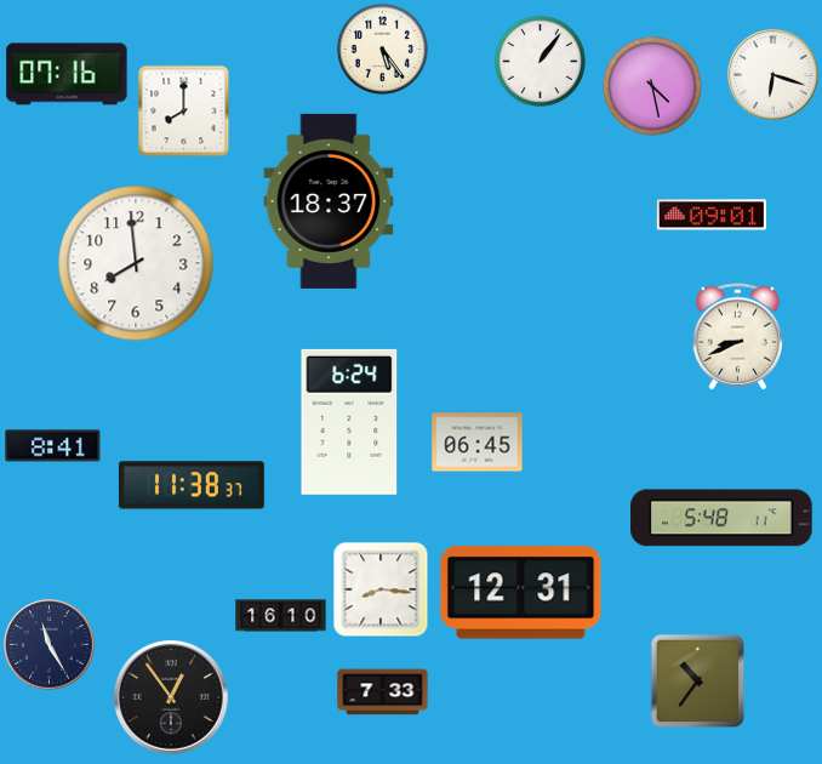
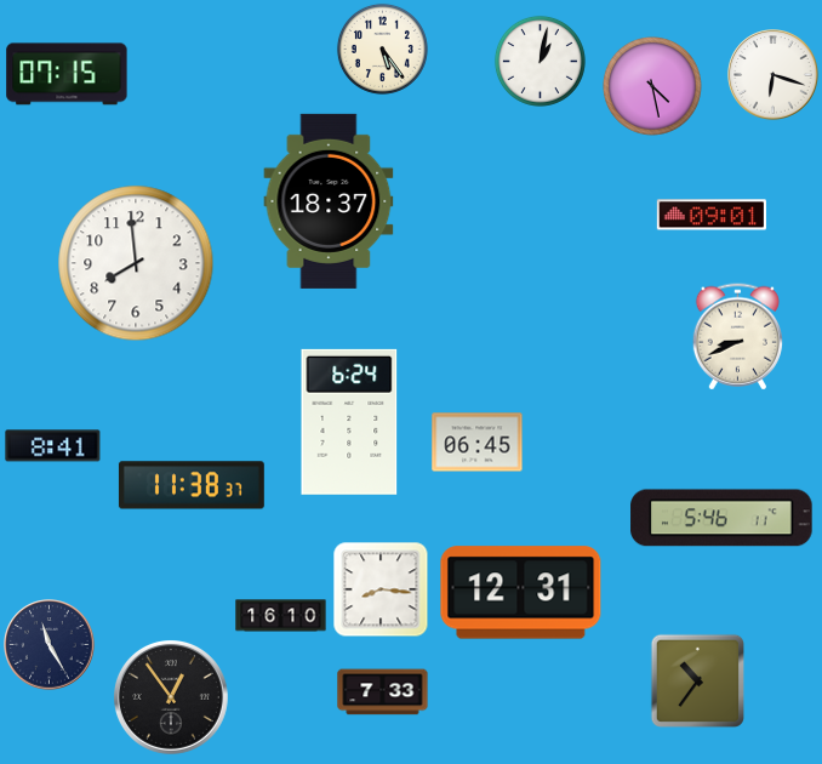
clock at (540, 61): 1:06 -> 1:02
clock at (67, 74): 07:16 -> 07:15
clock at (184, 112): 8:00 -> none
clock at (721, 518): 5:48 -> 5:46
